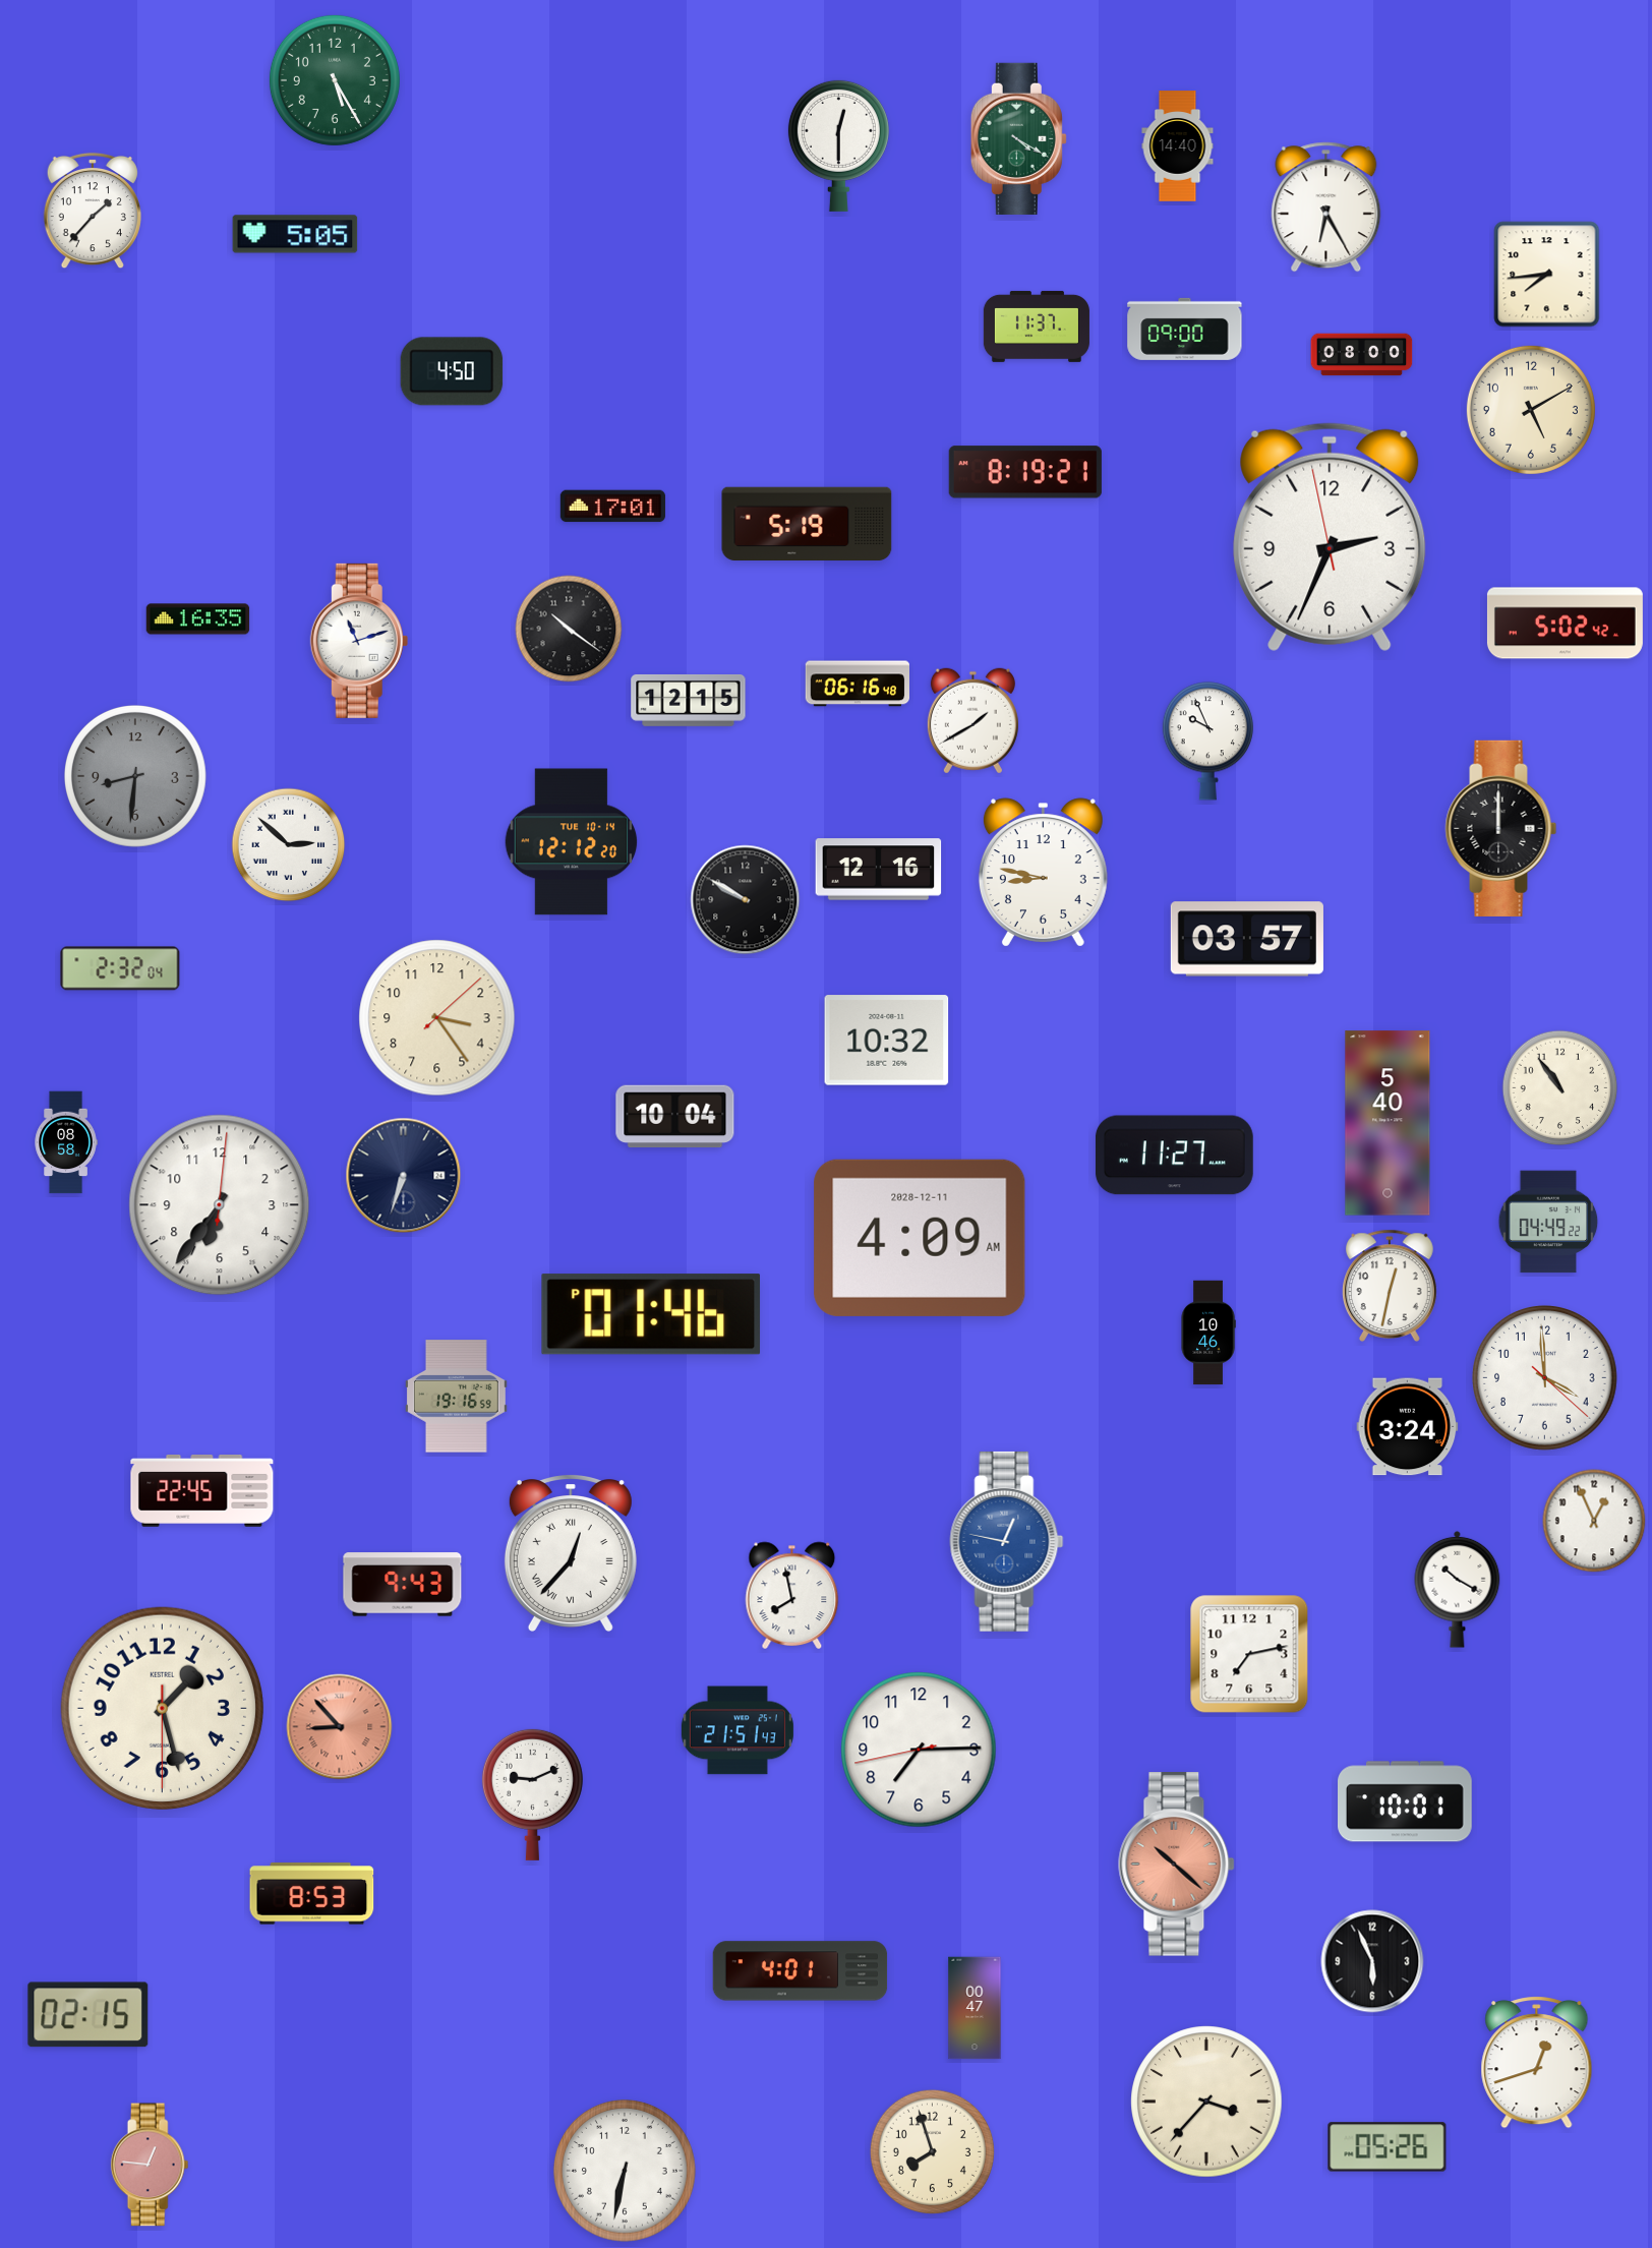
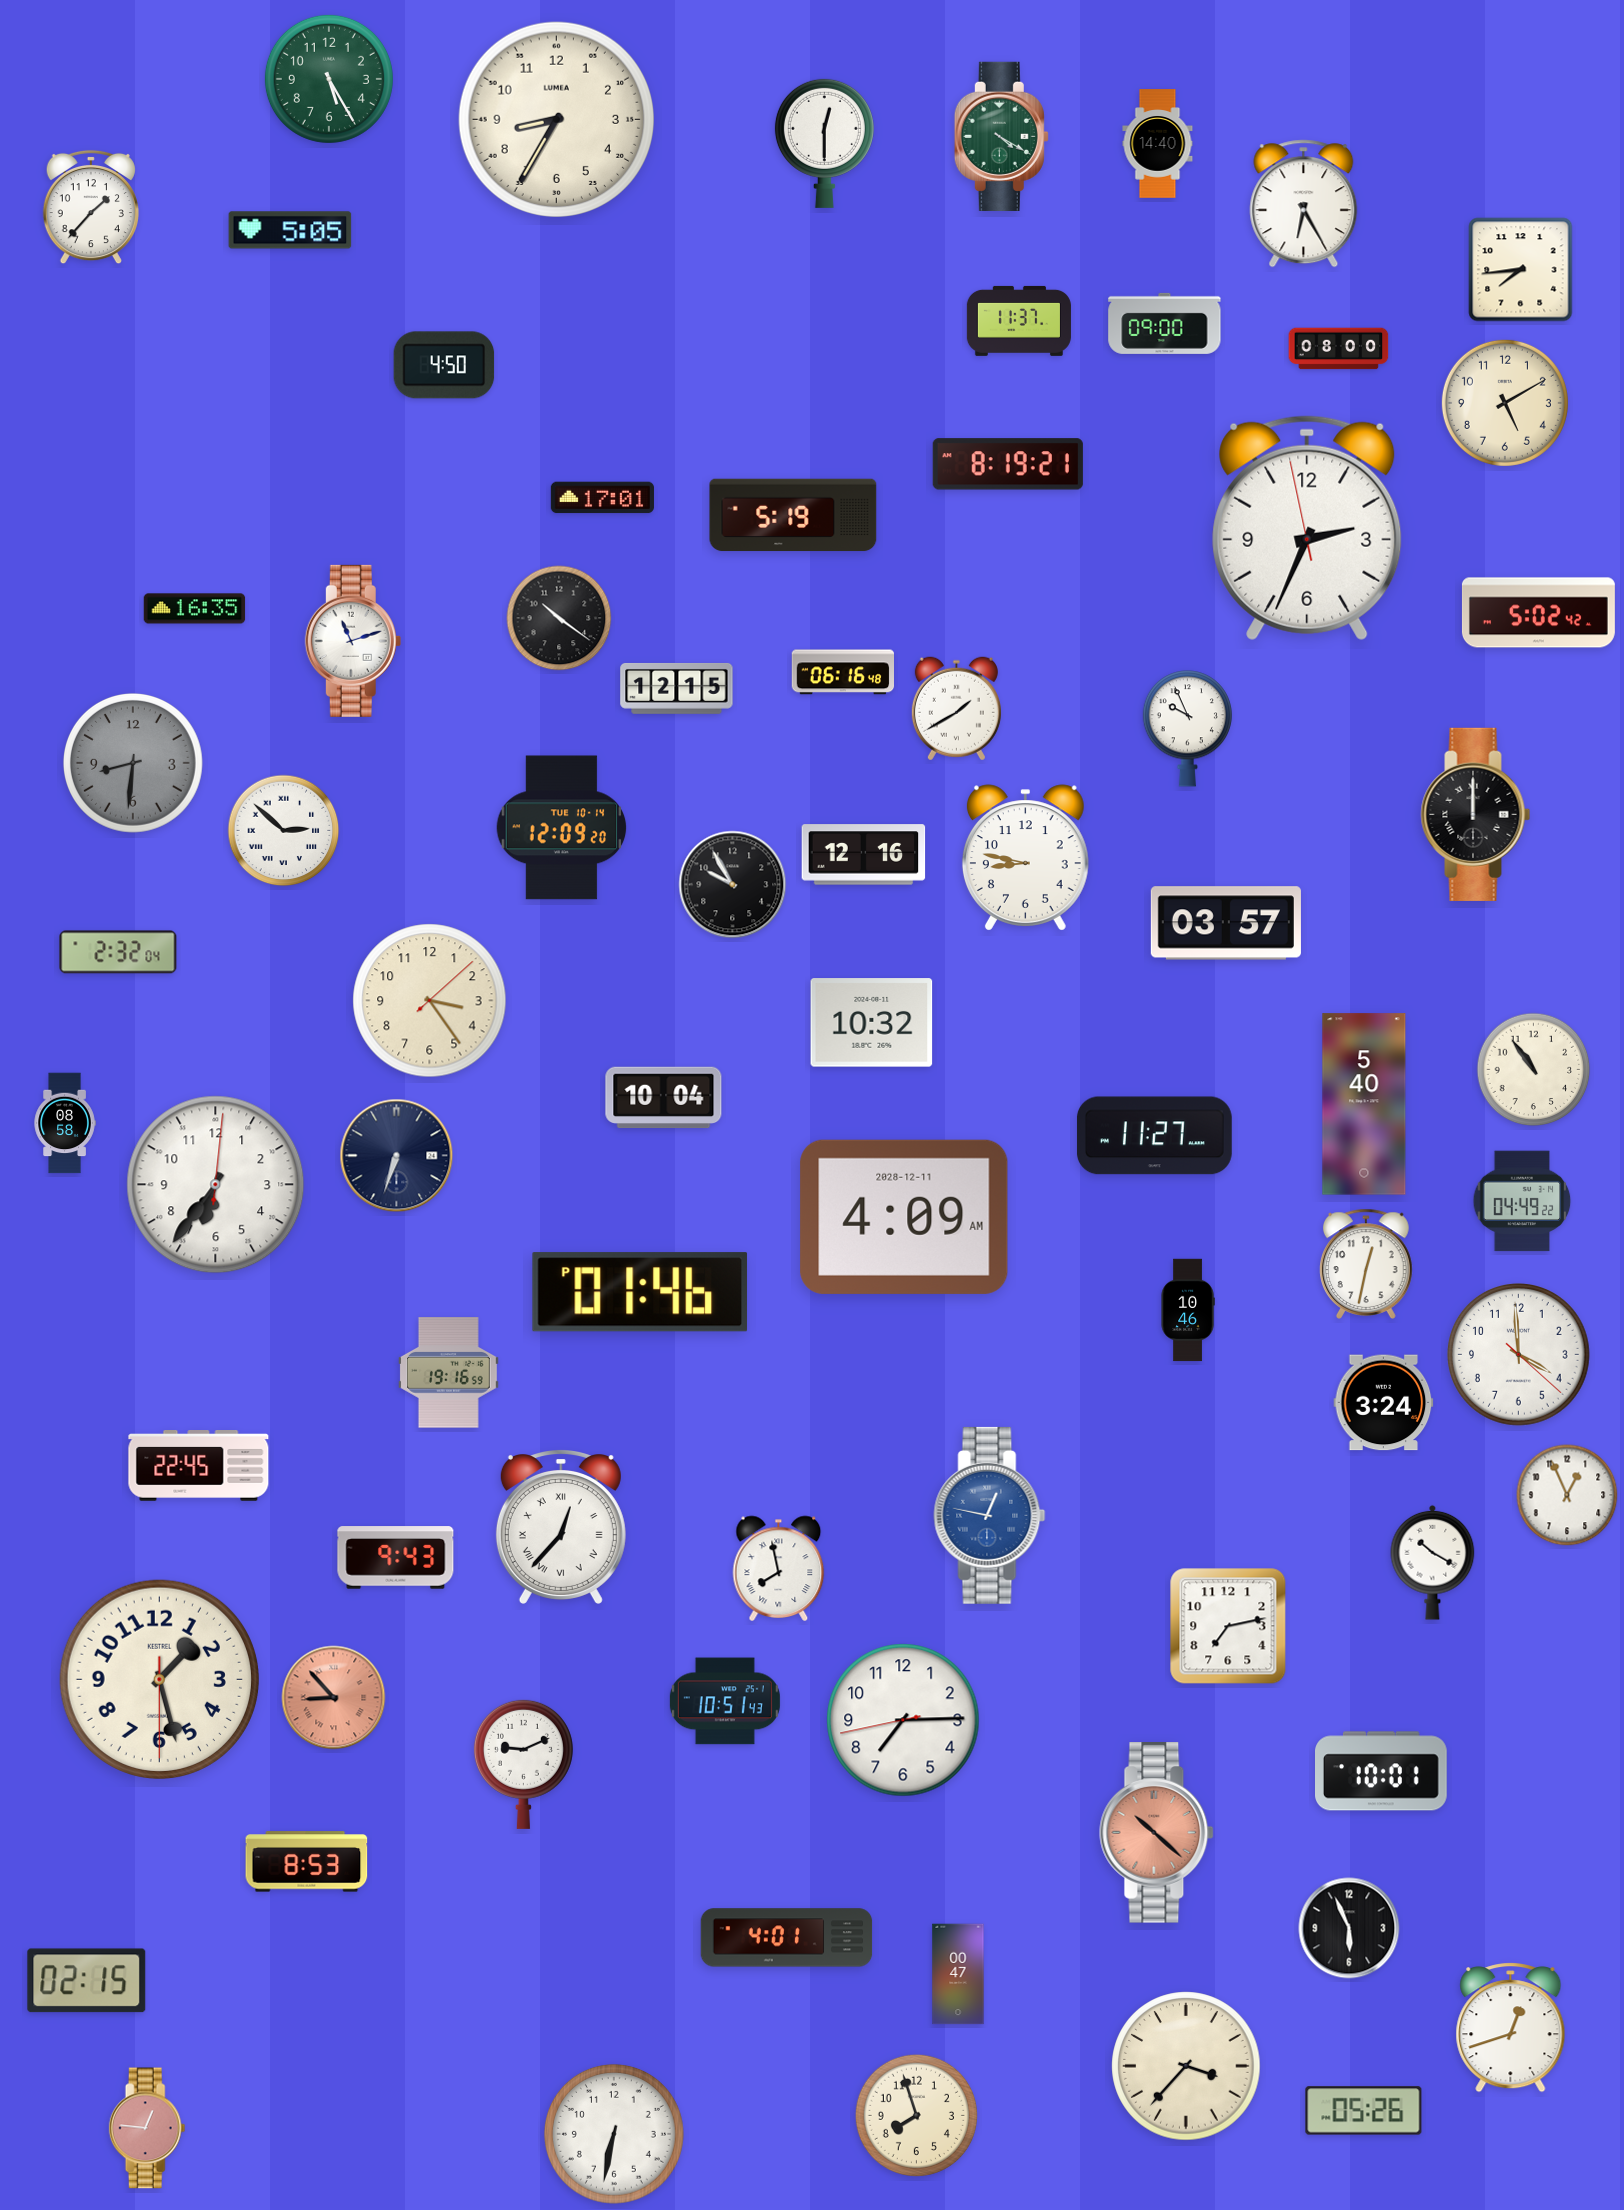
clock at (556, 119): none -> 8:35
clock at (359, 641) position: (359, 641) -> (353, 641)
clock at (572, 842): 12:12 -> 12:09
clock at (746, 900): 9:50 -> 9:55
clock at (737, 1730): 21:51 -> 10:51
